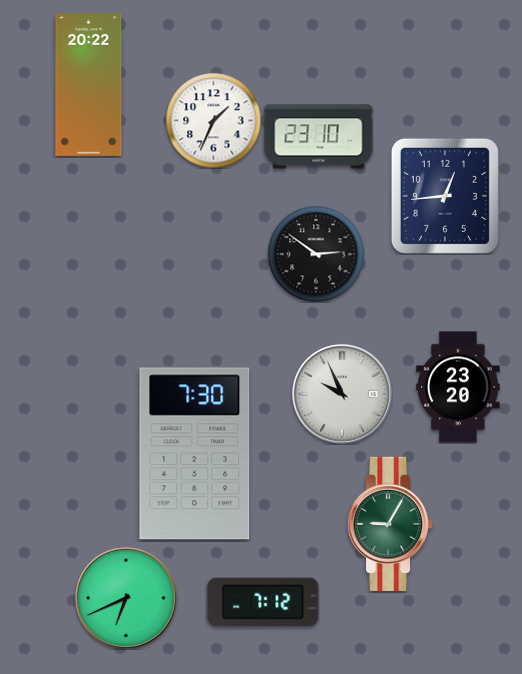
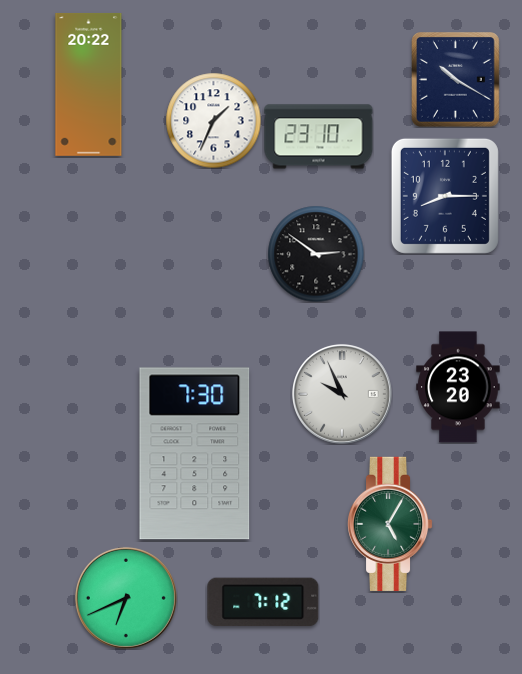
clock at (456, 80): none -> 10:20
clock at (445, 196): 12:44 -> 8:15
clock at (391, 524): 9:05 -> 5:05
